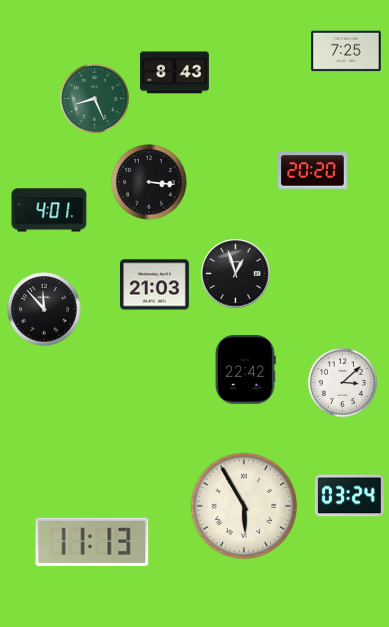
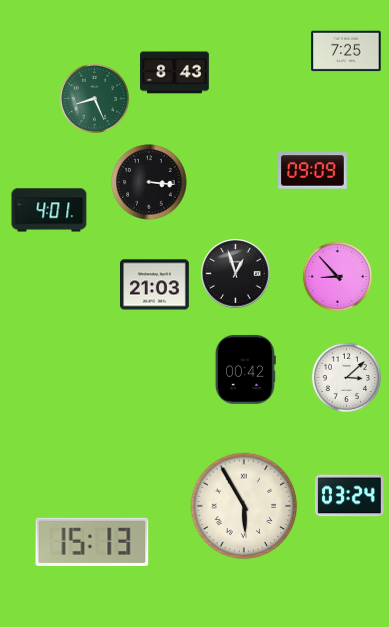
clock at (313, 171): 20:20 -> 09:09
clock at (337, 276): none -> 8:53
clock at (44, 309): 11:53 -> none
clock at (245, 369): 22:42 -> 00:42
clock at (342, 382) position: (342, 382) -> (346, 377)
clock at (92, 542): 11:13 -> 15:13
